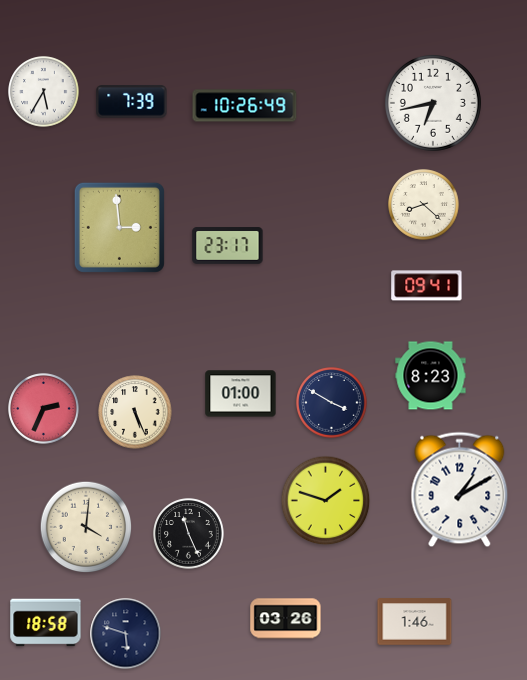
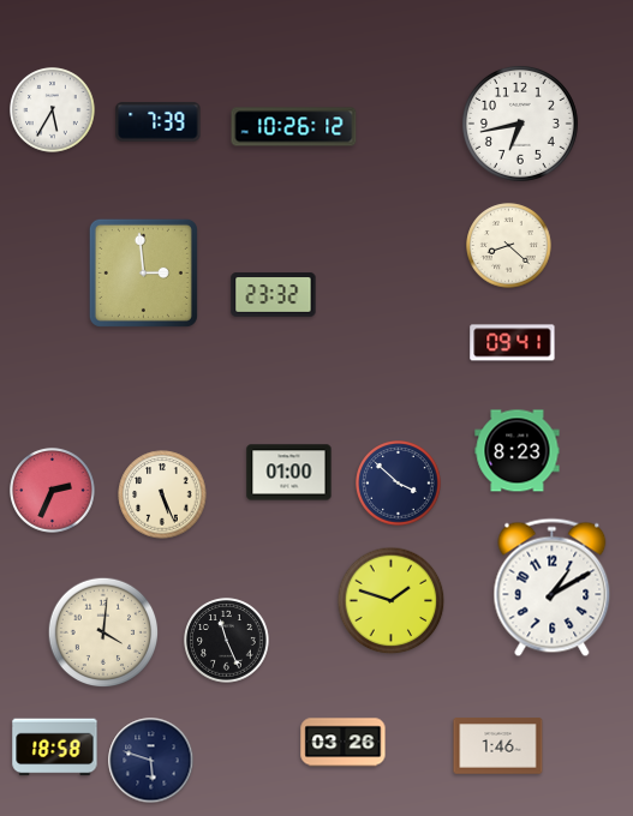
clock at (245, 106): 10:26:49 -> 10:26:12
clock at (228, 246): 23:17 -> 23:32
clock at (332, 403): 3:50 -> 3:52
